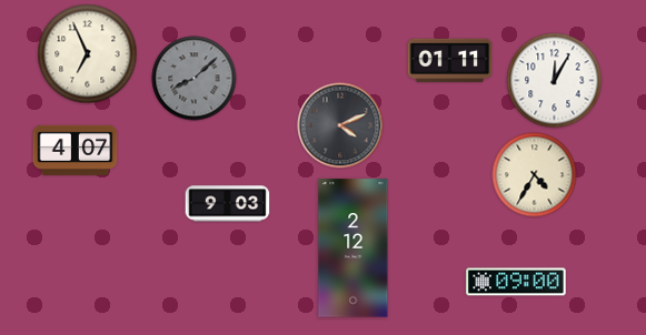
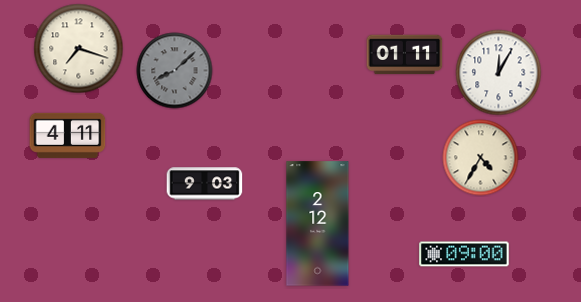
clock at (88, 54): 6:56 -> 7:18
clock at (340, 125): 4:11 -> none
clock at (76, 150): 4:07 -> 4:11
